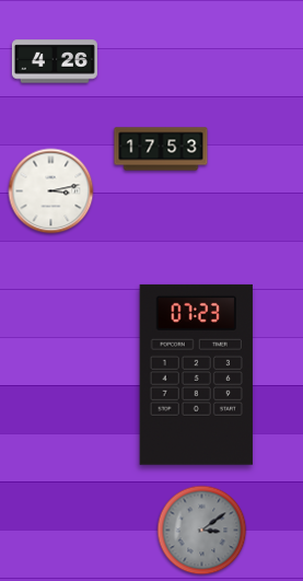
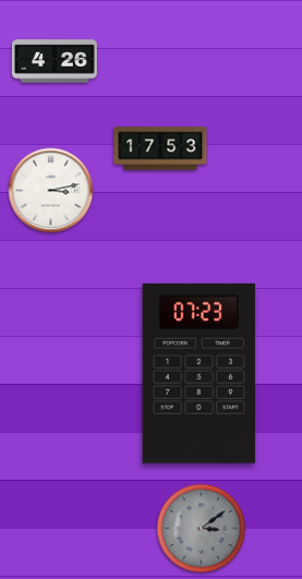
clock at (196, 374) position: (196, 374) -> (198, 373)
